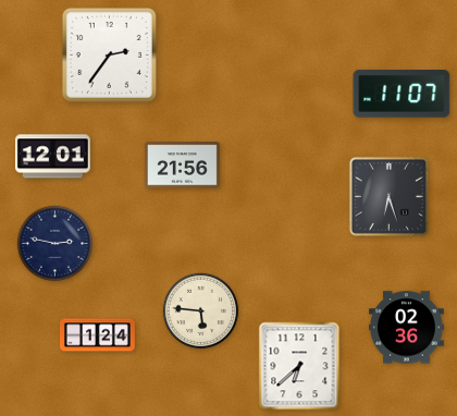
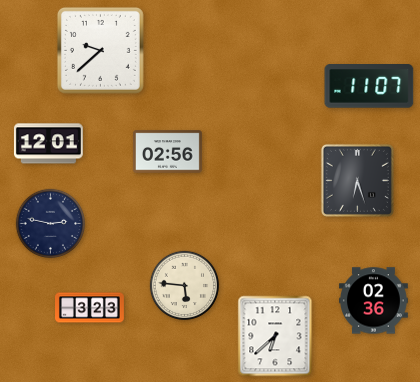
clock at (109, 54): 2:36 -> 9:38
clock at (182, 166): 21:56 -> 02:56
clock at (98, 335): 1:24 -> 3:23
